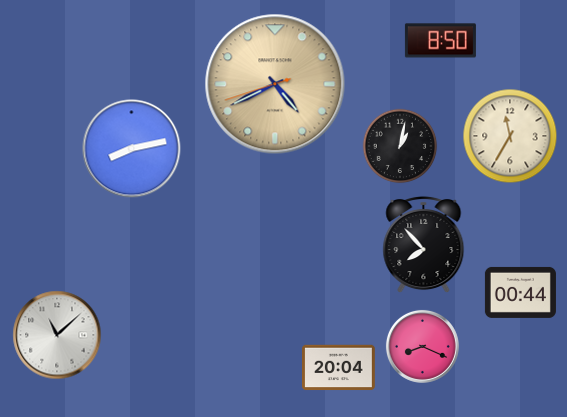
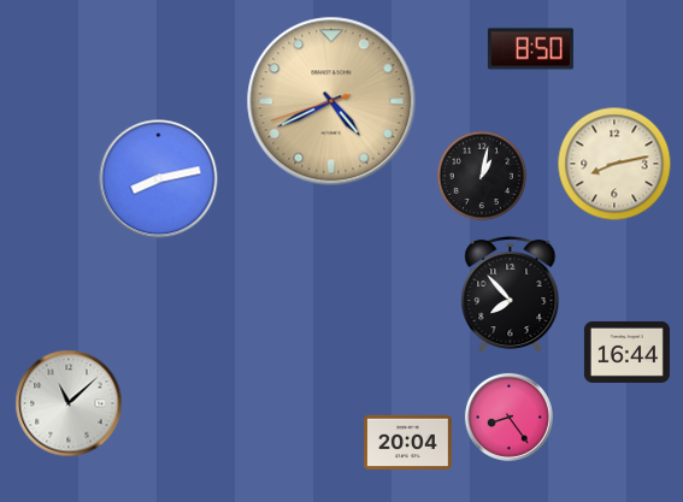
clock at (510, 136): 11:35 -> 8:13
clock at (520, 292): 00:44 -> 16:44
clock at (422, 346): 8:19 -> 8:24
